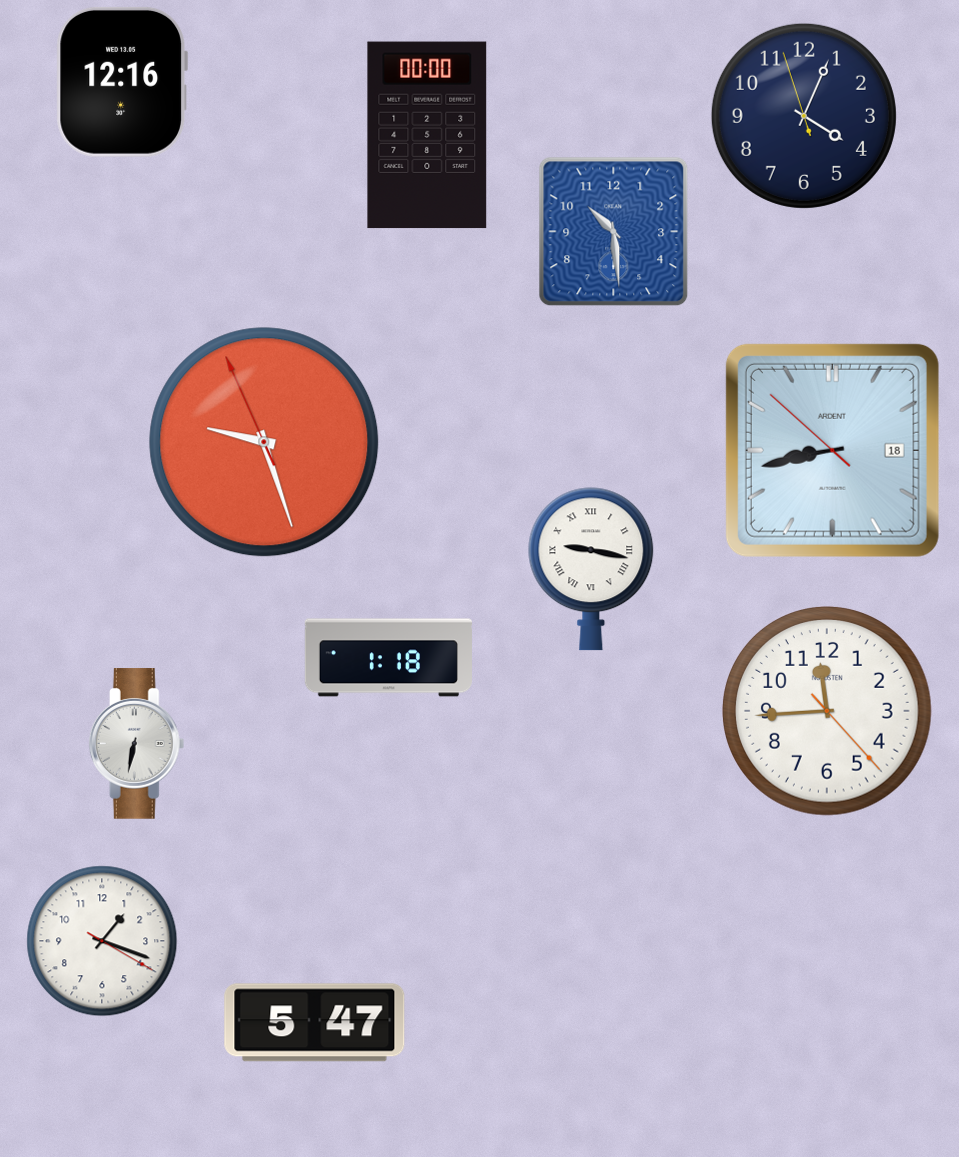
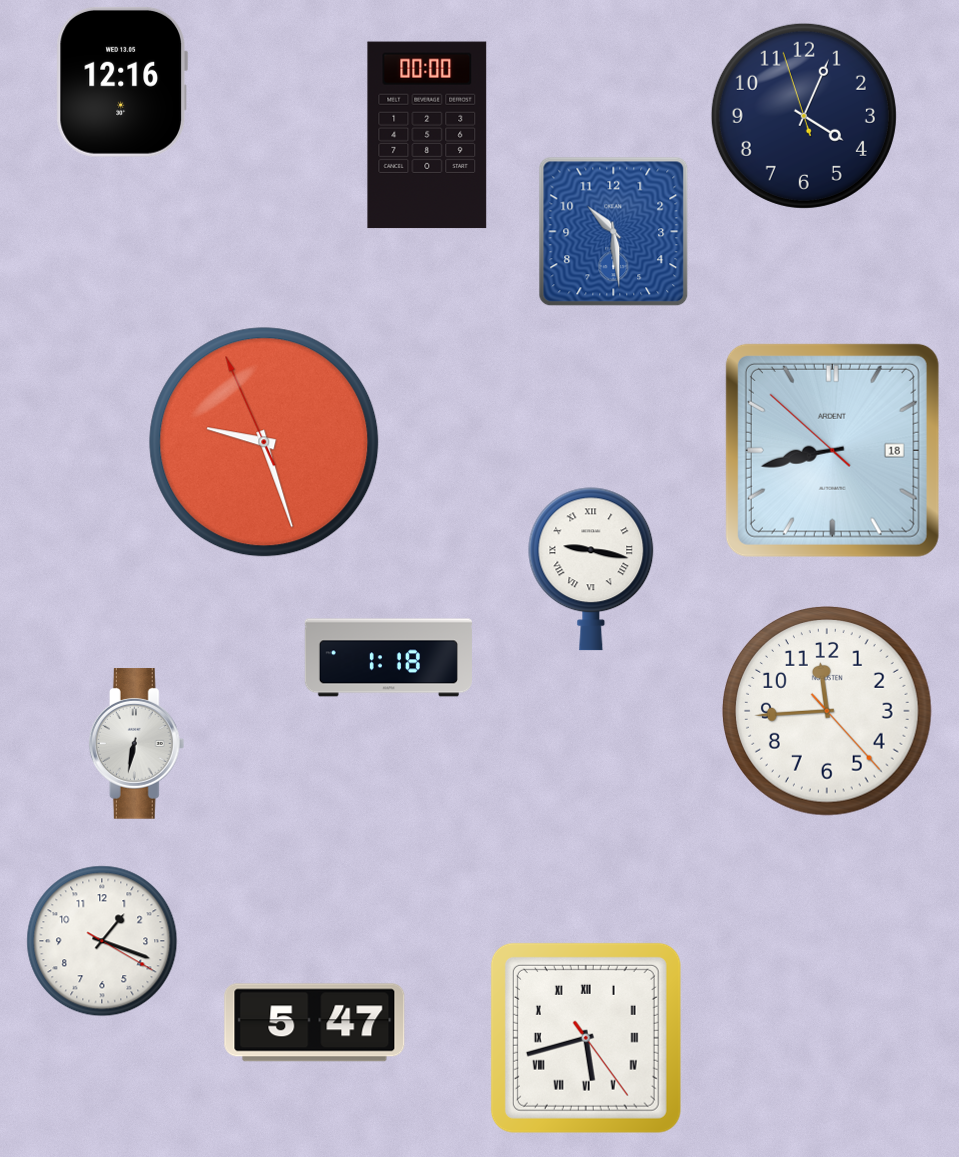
clock at (586, 1038): none -> 5:42
